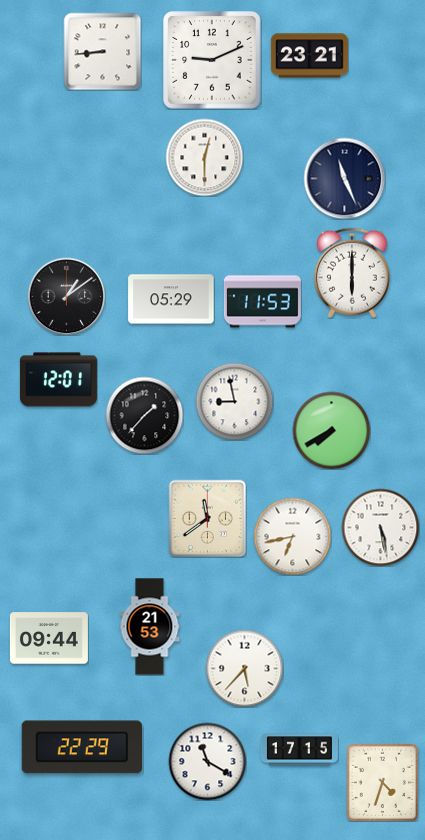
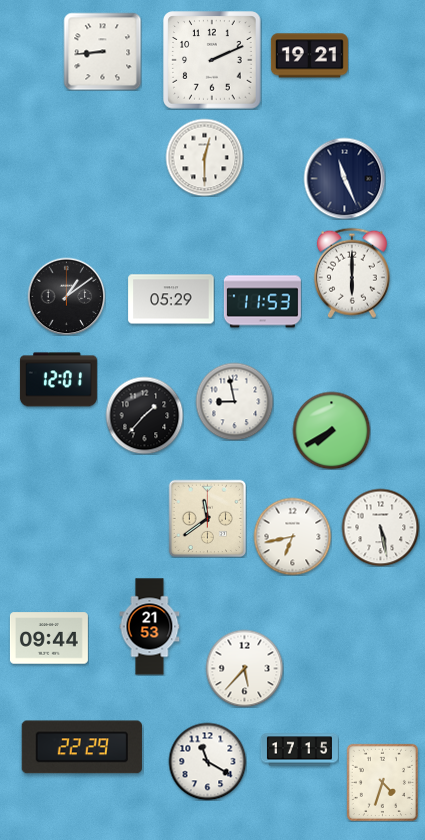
clock at (309, 56): 23:21 -> 19:21
clock at (212, 60): 9:11 -> 2:11
